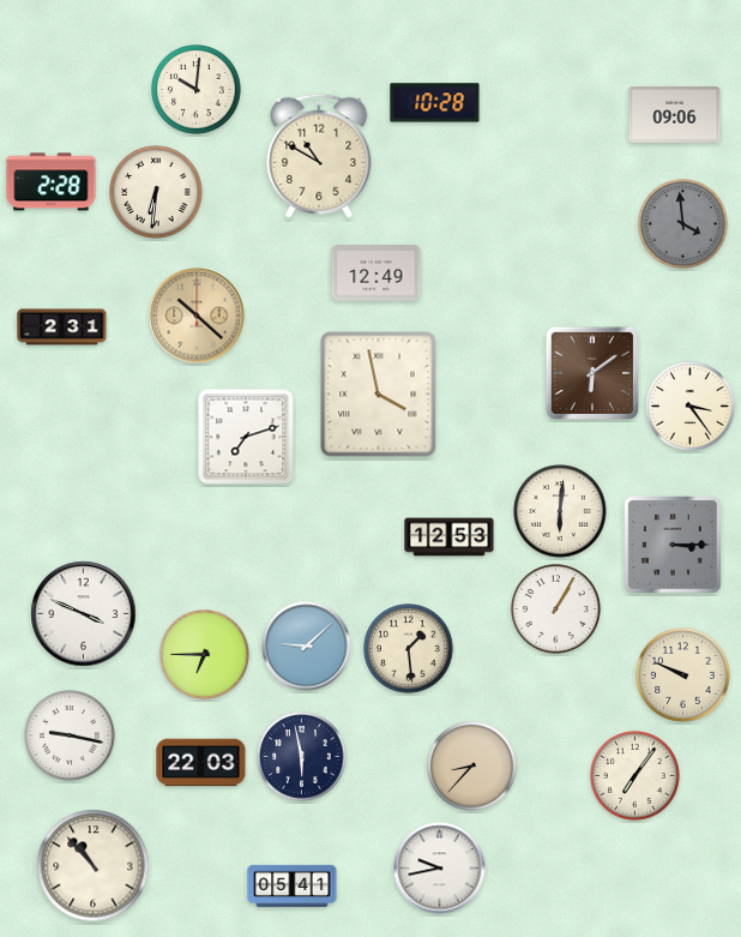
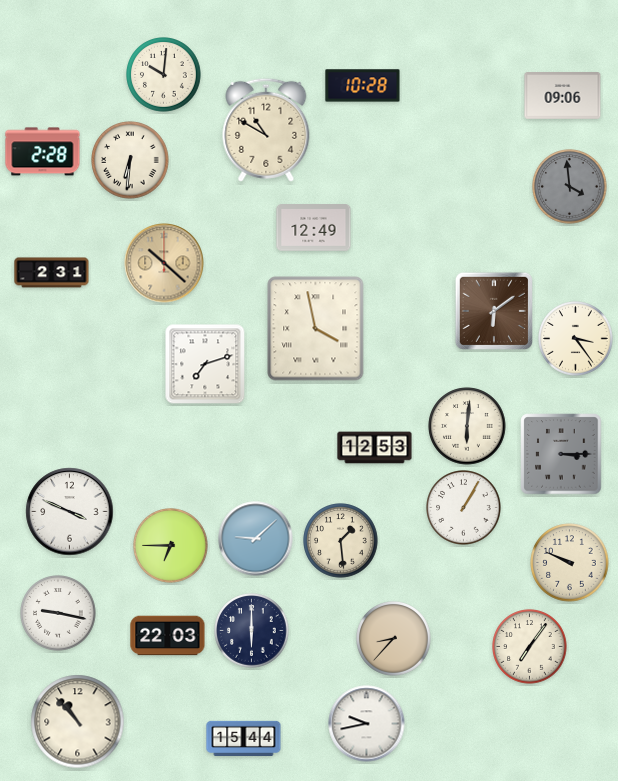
clock at (302, 757): 5:58 -> 6:00
clock at (293, 885): 05:41 -> 15:44
